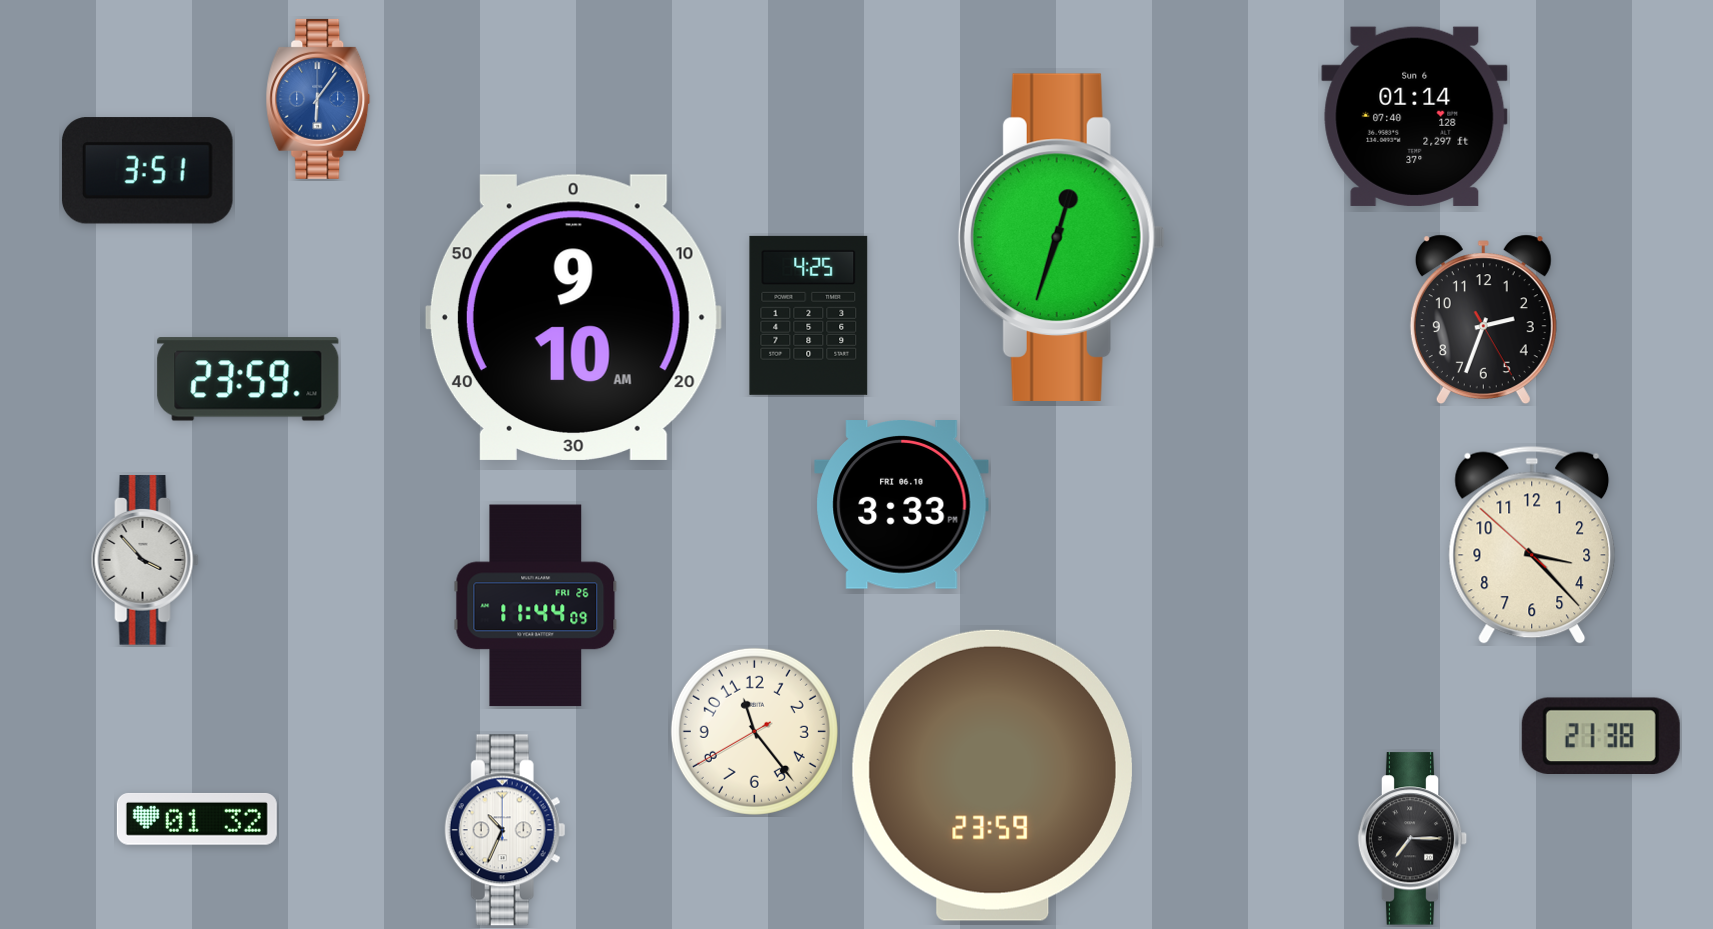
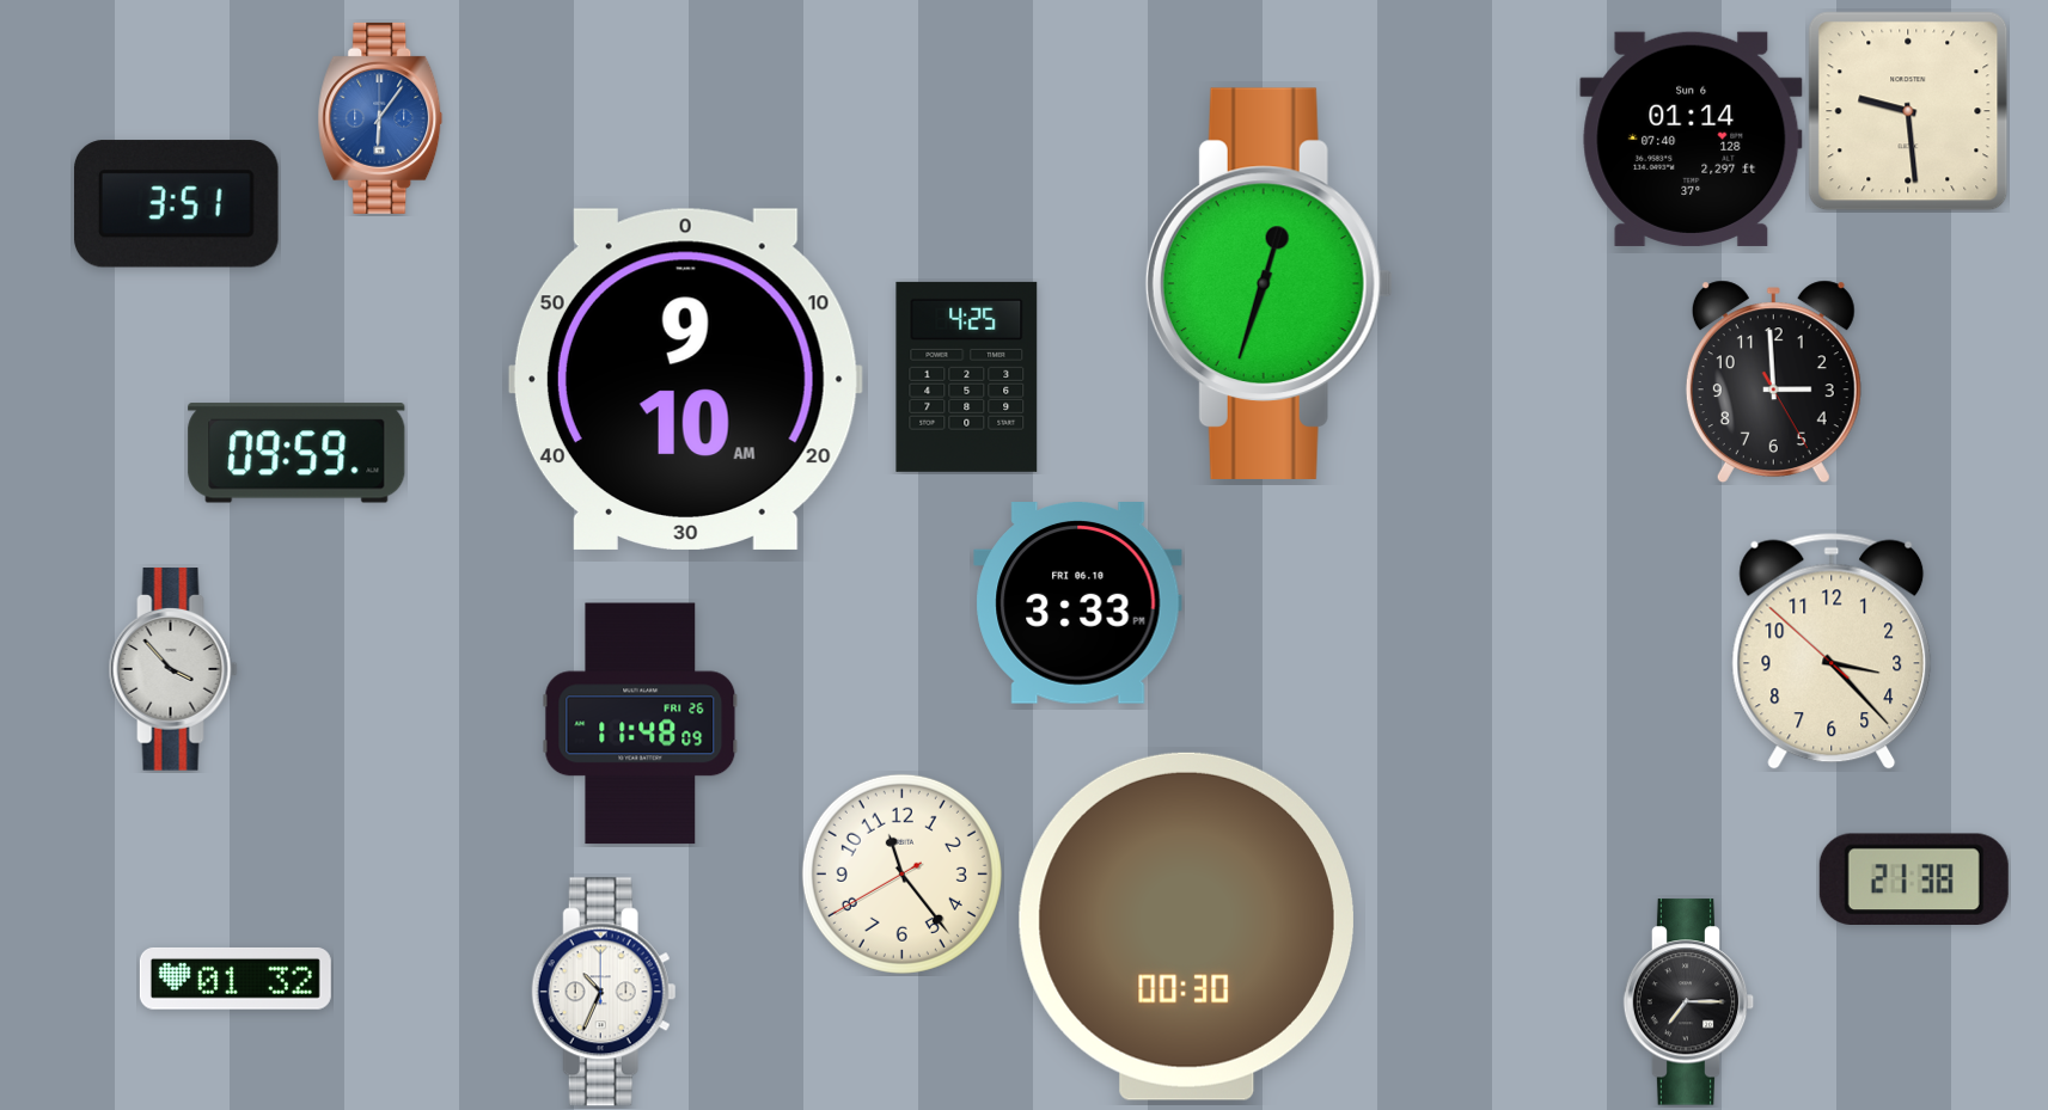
clock at (1908, 111): none -> 9:29
clock at (1483, 319): 2:33 -> 2:59
clock at (248, 379): 23:59 -> 09:59
clock at (536, 606): 11:44 -> 11:48
clock at (992, 775): 23:59 -> 00:30
